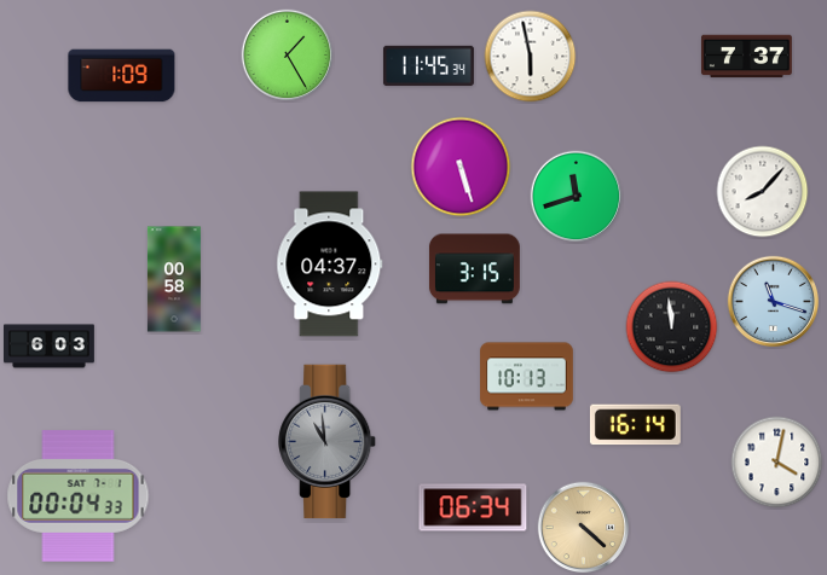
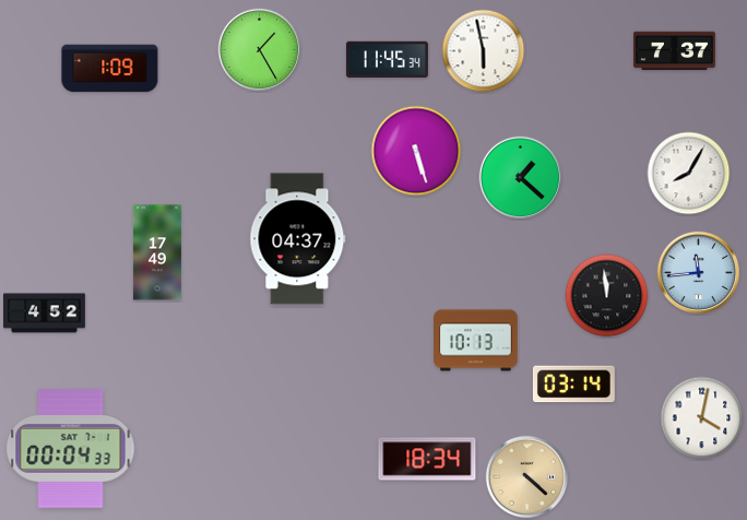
clock at (531, 57) position: (531, 57) -> (484, 51)
clock at (763, 192): 8:07 -> 8:05
clock at (577, 197): 11:42 -> 1:22
clock at (474, 269): 3:15 -> none
clock at (174, 279): 00:58 -> 17:49
clock at (774, 302): 11:18 -> 11:44
clock at (50, 347): 6:03 -> 4:52
clock at (635, 425): 16:14 -> 03:14
clock at (328, 442): 10:59 -> none
clock at (473, 507): 06:34 -> 18:34
